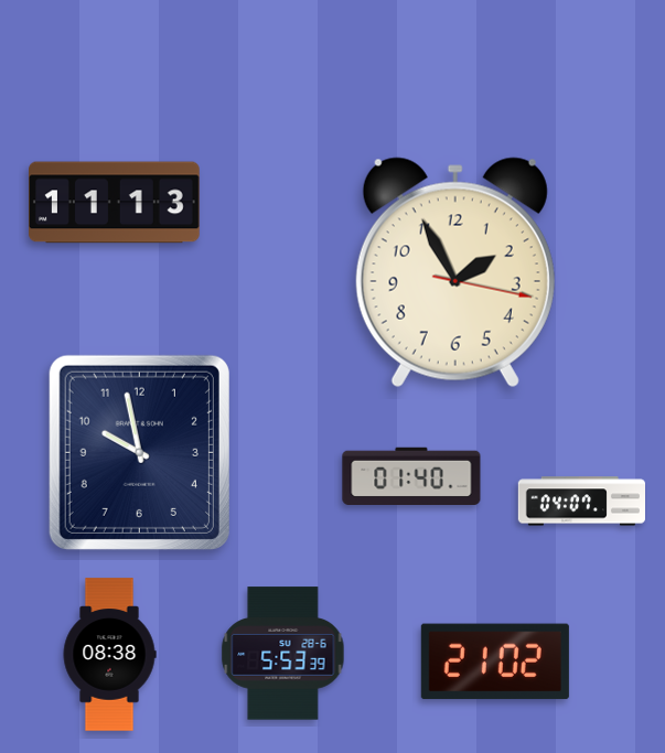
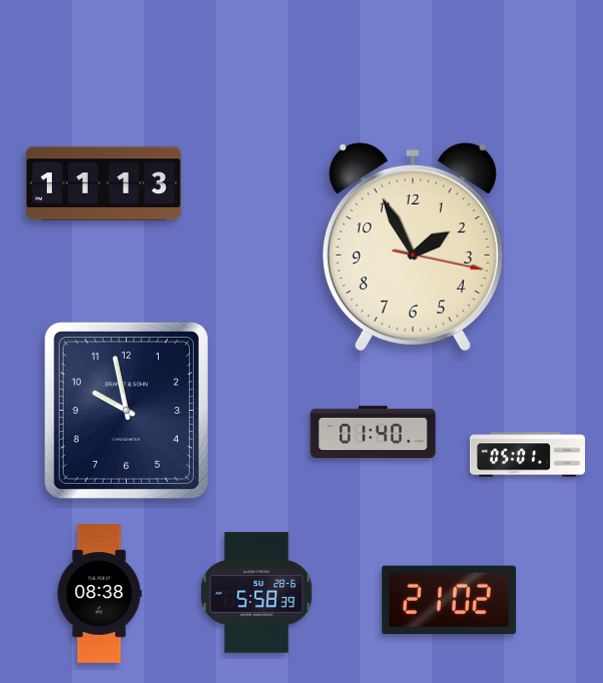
clock at (581, 502): 04:07 -> 05:01
clock at (283, 654): 5:53 -> 5:58
